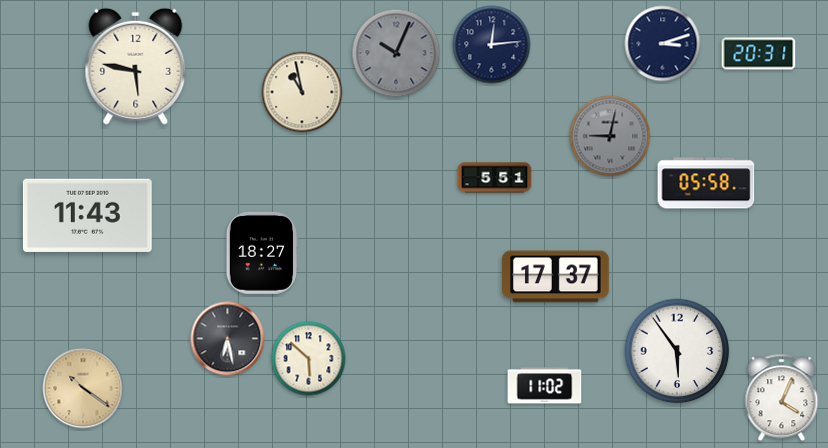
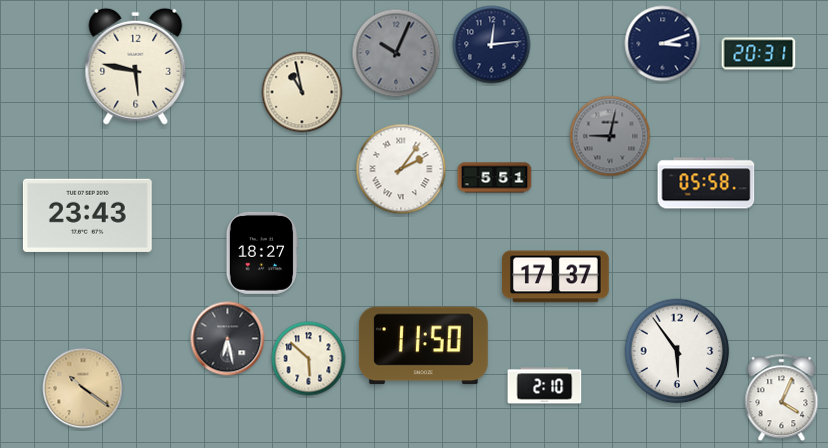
clock at (401, 169): none -> 2:06
clock at (87, 215): 11:43 -> 23:43
clock at (423, 346): none -> 11:50
clock at (545, 386): 11:02 -> 2:10
